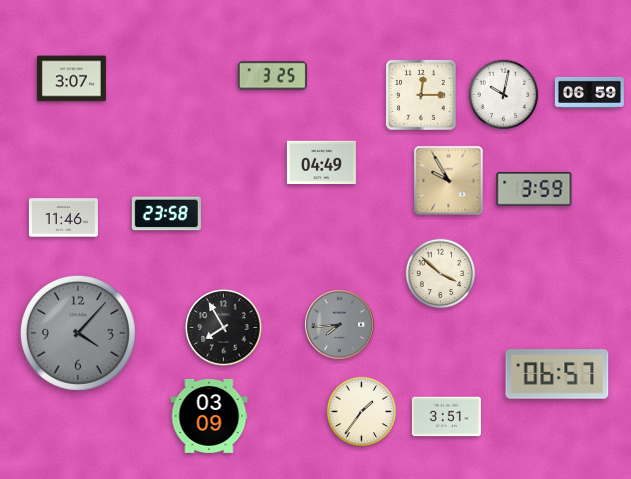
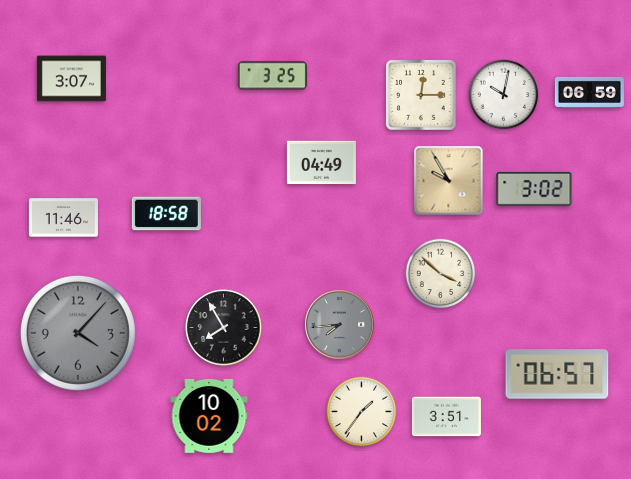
clock at (534, 189): 3:59 -> 3:02
clock at (166, 214): 23:58 -> 18:58
clock at (209, 416): 03:09 -> 10:02
